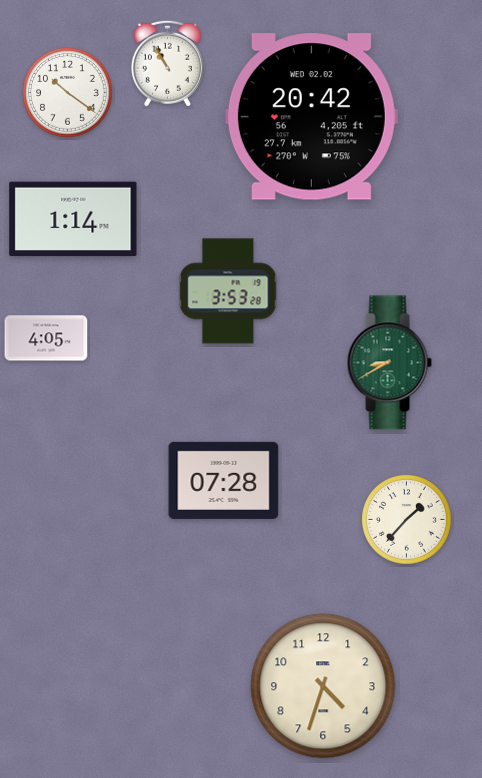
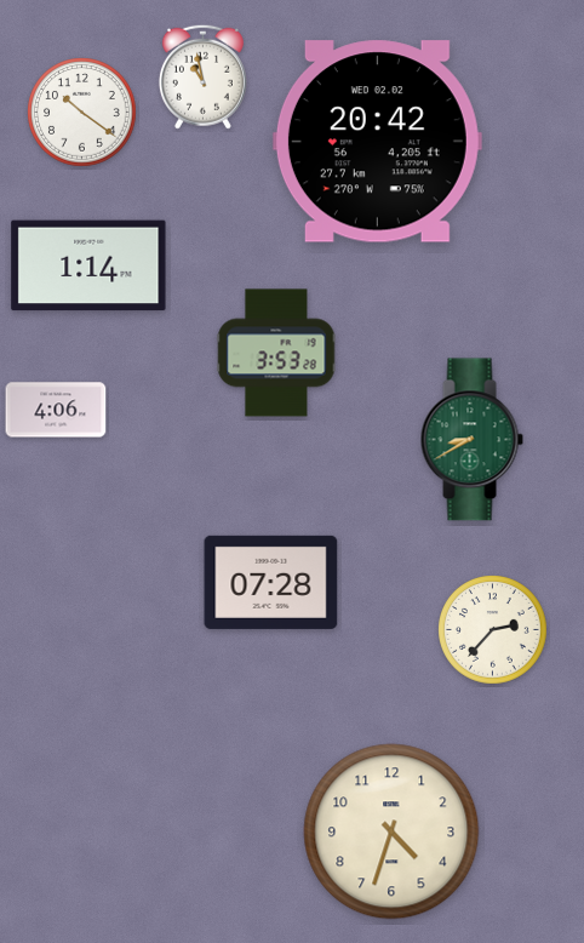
clock at (167, 63): 10:55 -> 10:58
clock at (46, 338): 4:05 -> 4:06
clock at (407, 520): 1:37 -> 2:37
